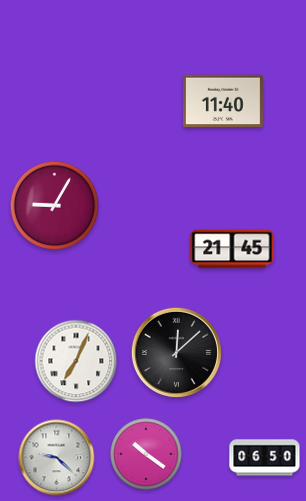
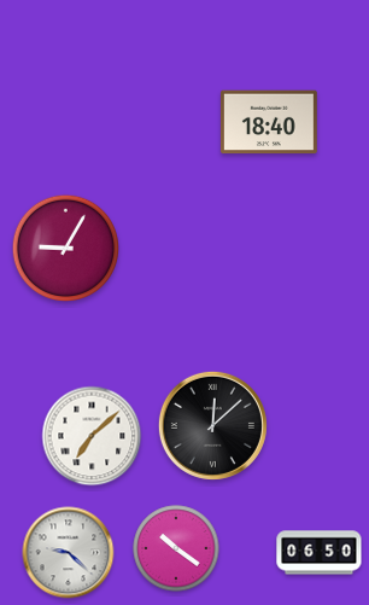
clock at (223, 101): 11:40 -> 18:40
clock at (232, 249): 21:45 -> none
clock at (76, 361): 7:04 -> 7:08
